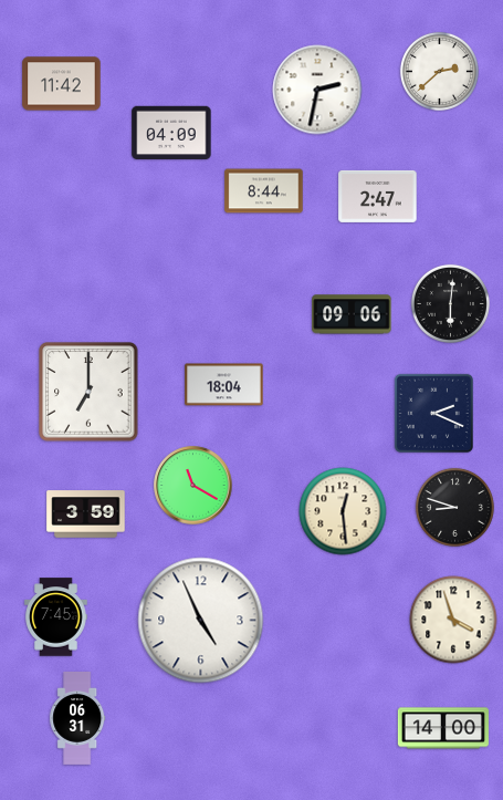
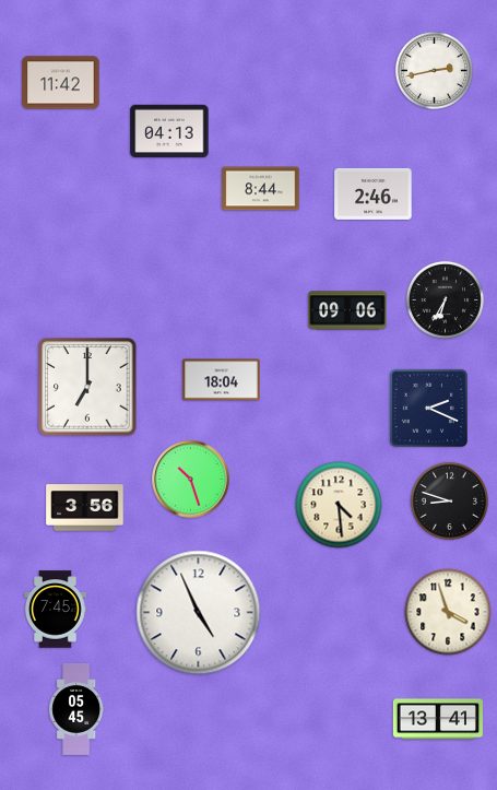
clock at (439, 71): 2:38 -> 2:43
clock at (317, 90): 2:32 -> none
clock at (171, 133): 04:09 -> 04:13
clock at (378, 196): 2:47 -> 2:46
clock at (450, 303): 6:01 -> 6:35
clock at (193, 486): 11:20 -> 10:27
clock at (343, 511): 12:29 -> 4:29
clock at (86, 515): 3:59 -> 3:56
clock at (77, 719): 06:31 -> 05:45
clock at (443, 728): 14:00 -> 13:41
